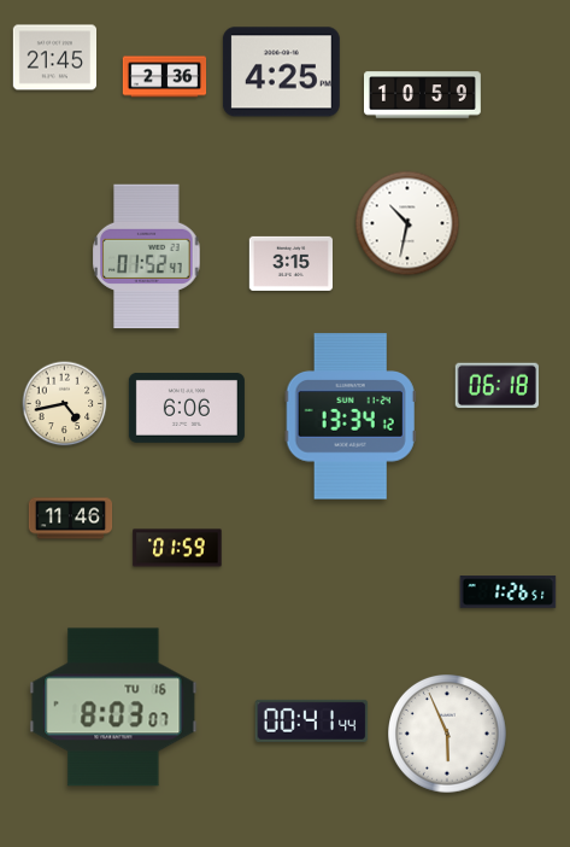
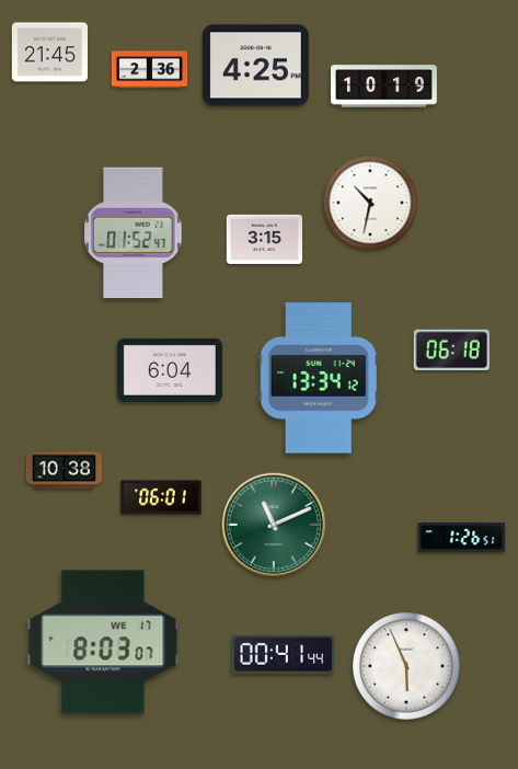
clock at (423, 95): 10:59 -> 10:19
clock at (65, 404): 4:43 -> none
clock at (187, 408): 6:06 -> 6:04
clock at (71, 519): 11:46 -> 10:38
clock at (177, 548): 01:59 -> 06:01
clock at (274, 525): none -> 11:11
clock at (113, 707) date: TU 16 -> WE 17
